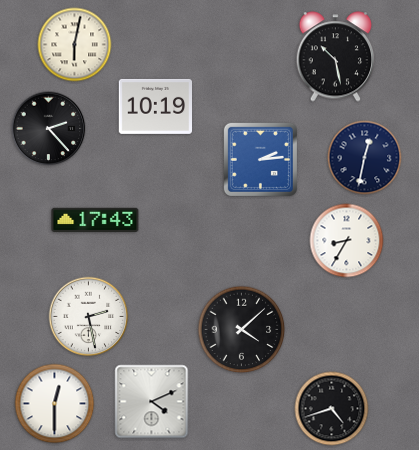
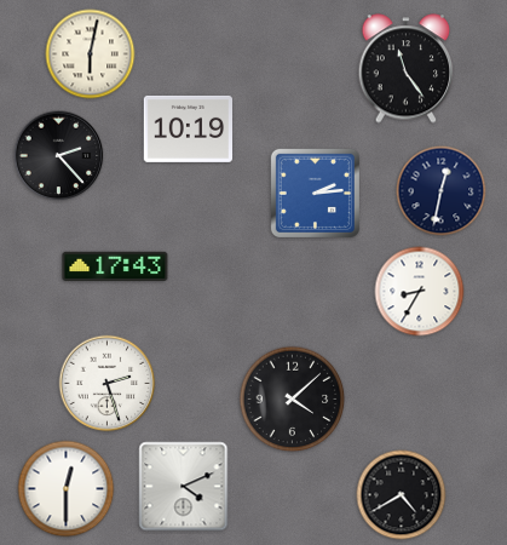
clock at (336, 57): 10:28 -> 11:24
clock at (89, 317): 2:28 -> 2:27
clock at (332, 409): 4:42 -> 4:40
